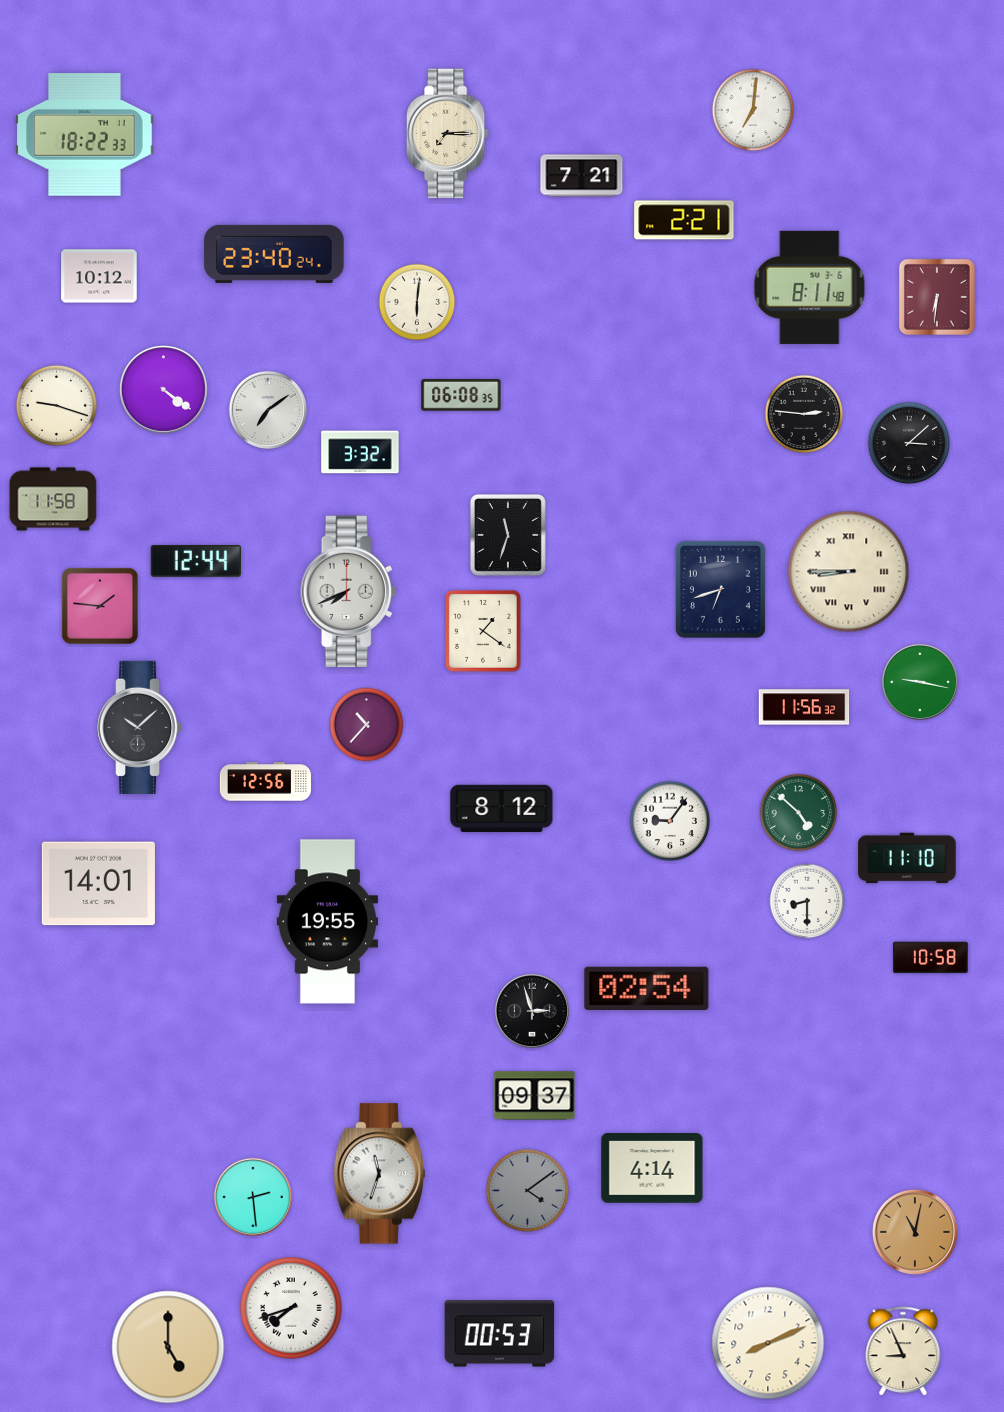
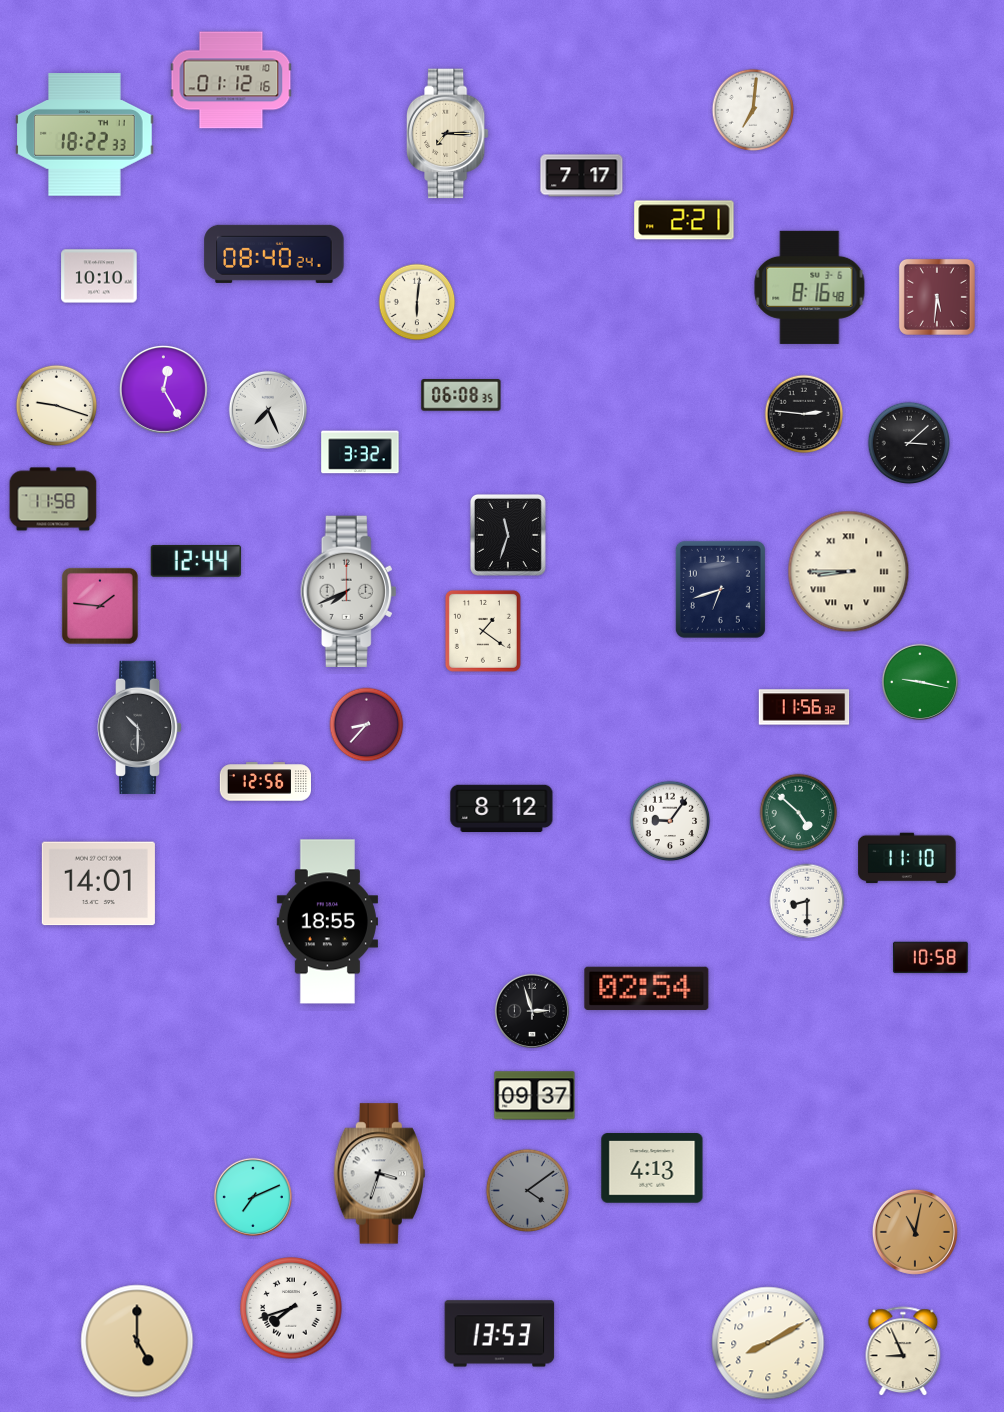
clock at (231, 80): none -> 01:12
clock at (582, 176): 7:21 -> 7:17
clock at (274, 254): 23:40 -> 08:40
clock at (99, 276): 10:12 -> 10:10
clock at (810, 287): 8:11 -> 8:16
clock at (937, 297): 6:31 -> 5:31
clock at (163, 389): 4:21 -> 12:25
clock at (268, 410): 7:09 -> 7:26
clock at (367, 725): 10:37 -> 8:37
clock at (141, 727): 10:08 -> 10:30
clock at (327, 922): 19:55 -> 18:55
clock at (652, 1168): 4:14 -> 4:13
clock at (379, 1174): 11:33 -> 3:33
clock at (253, 1197): 2:29 -> 7:11
clock at (500, 1334): 00:53 -> 13:53
clock at (768, 1343): 8:11 -> 8:10
clock at (168, 1347) position: (168, 1347) -> (137, 1341)
